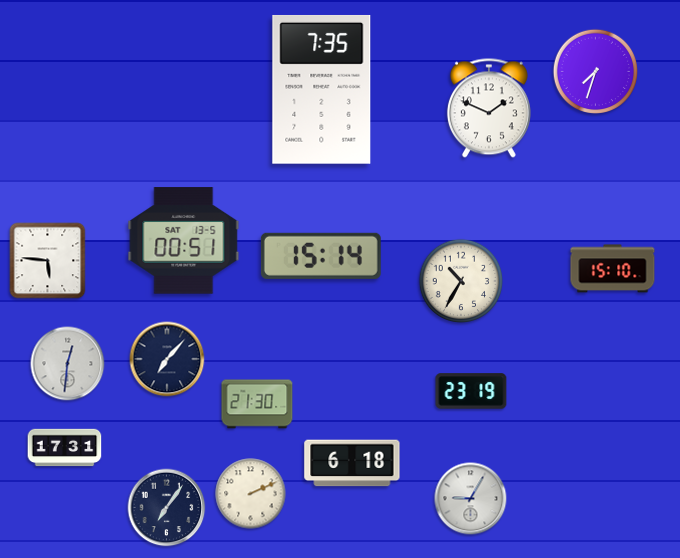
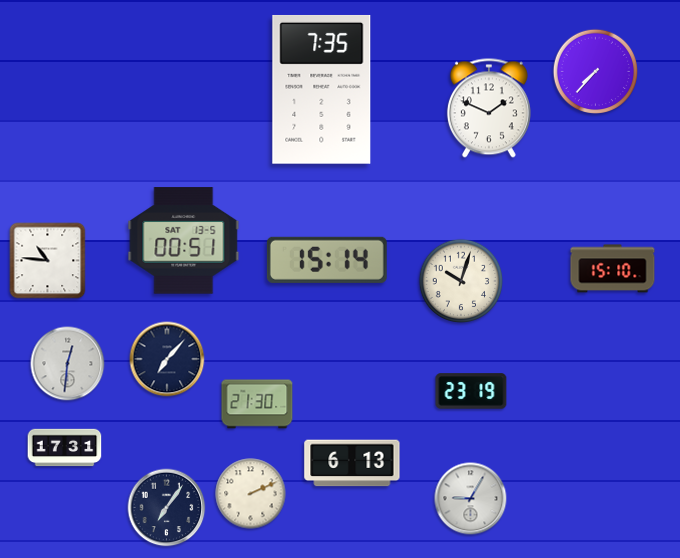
clock at (595, 71): 7:33 -> 7:37
clock at (321, 256) position: (321, 256) -> (327, 260)
clock at (48, 261): 5:46 -> 10:46
clock at (461, 281): 10:35 -> 10:03
clock at (352, 463): 6:18 -> 6:13
